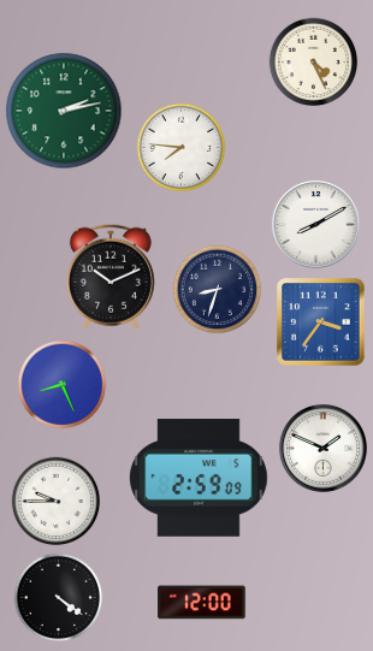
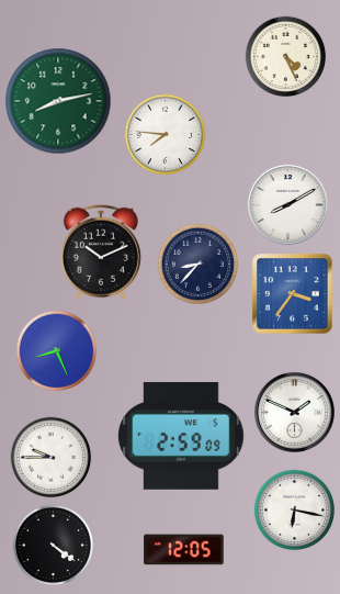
clock at (64, 111): 2:13 -> 8:13
clock at (218, 290): 8:33 -> 8:37
clock at (322, 448) position: (322, 448) -> (294, 412)
clock at (295, 511): none -> 6:17
clock at (202, 603): 12:00 -> 12:05
